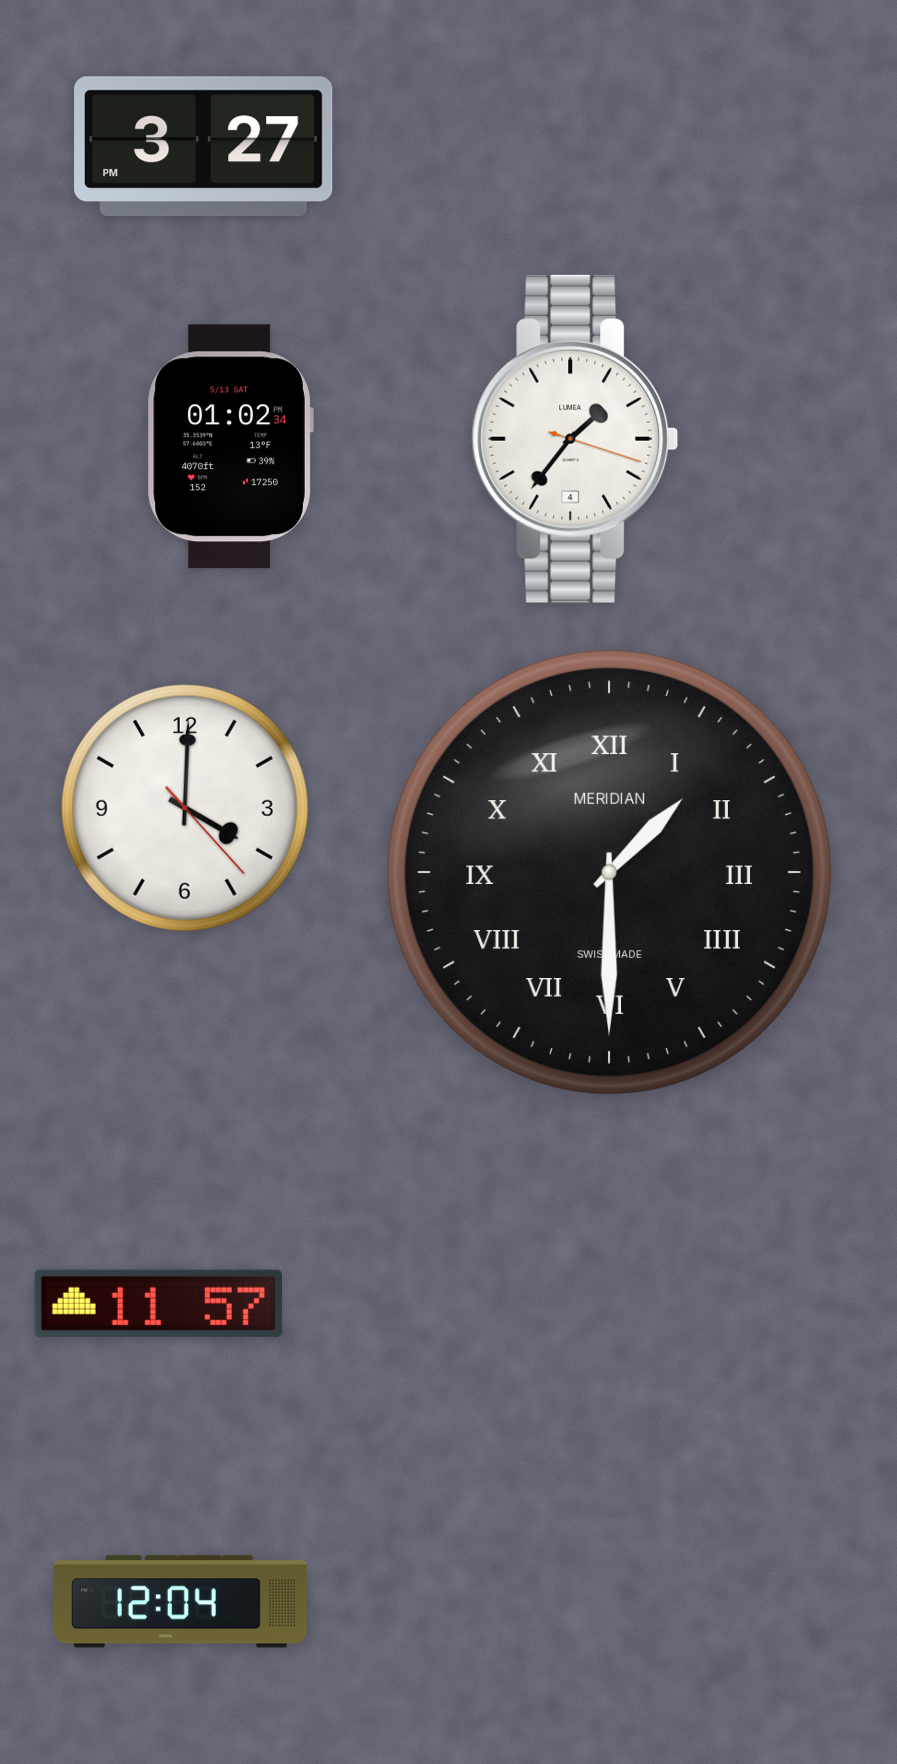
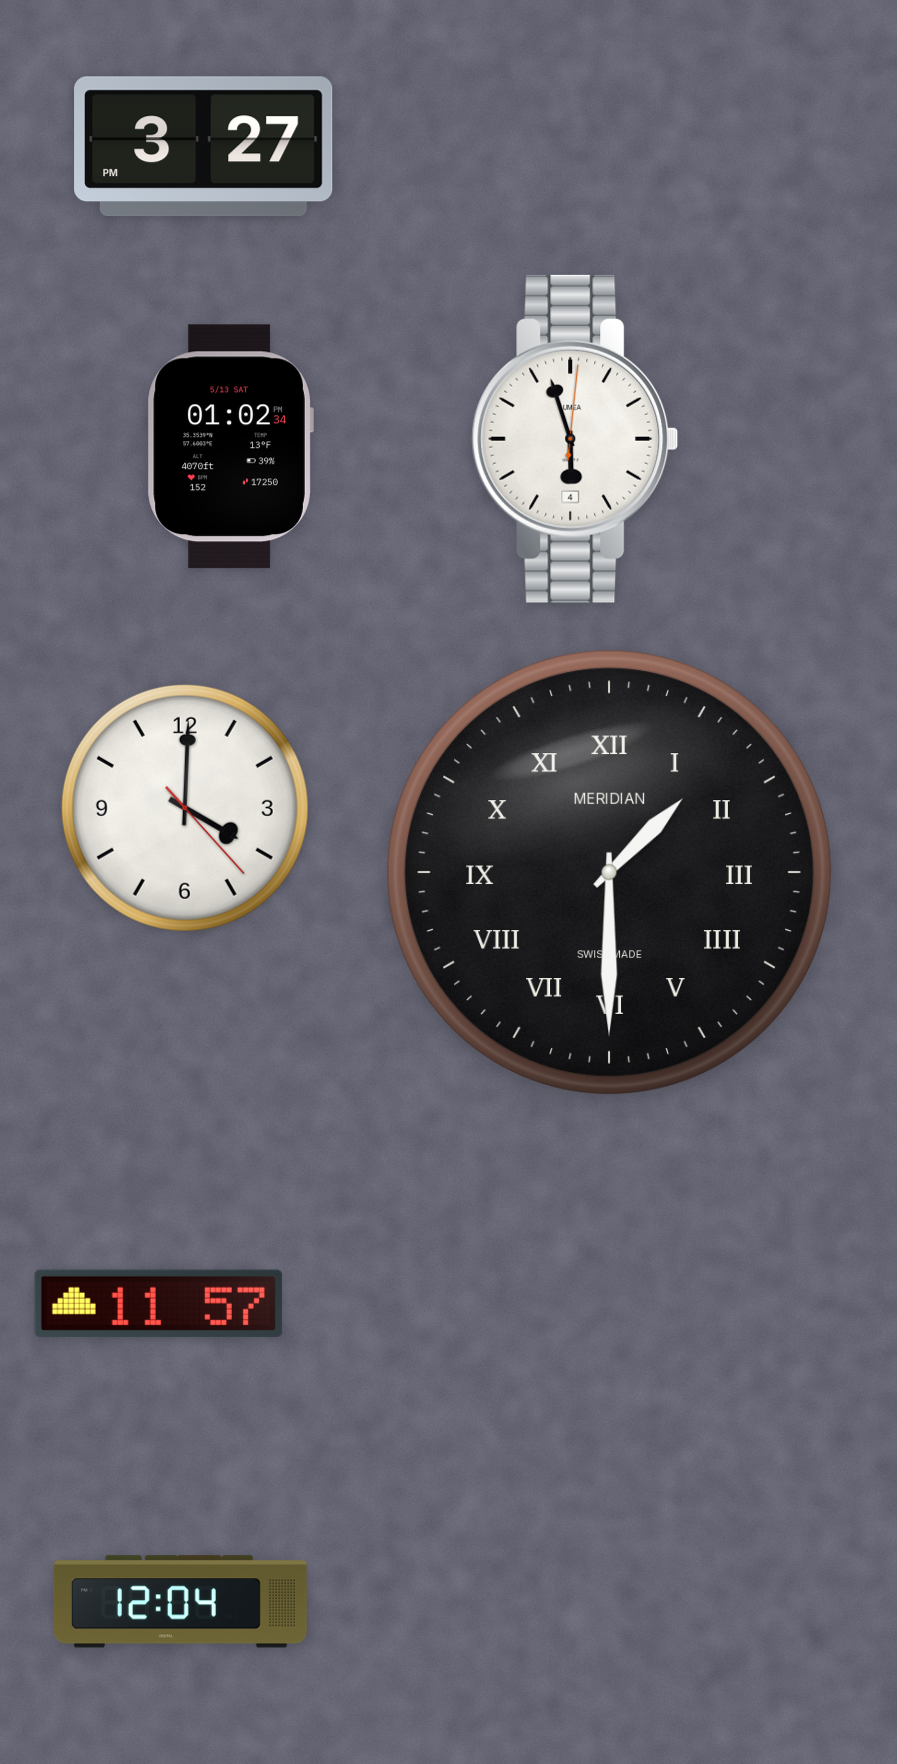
clock at (575, 439): 1:36 -> 5:57
